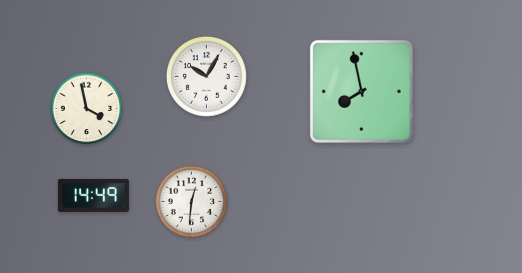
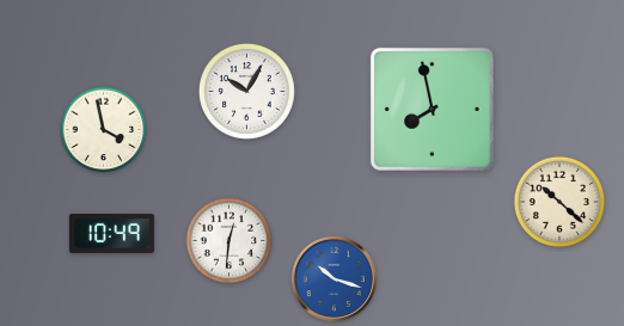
clock at (558, 201): none -> 10:22
clock at (93, 195): 14:49 -> 10:49
clock at (334, 278): none -> 10:18
